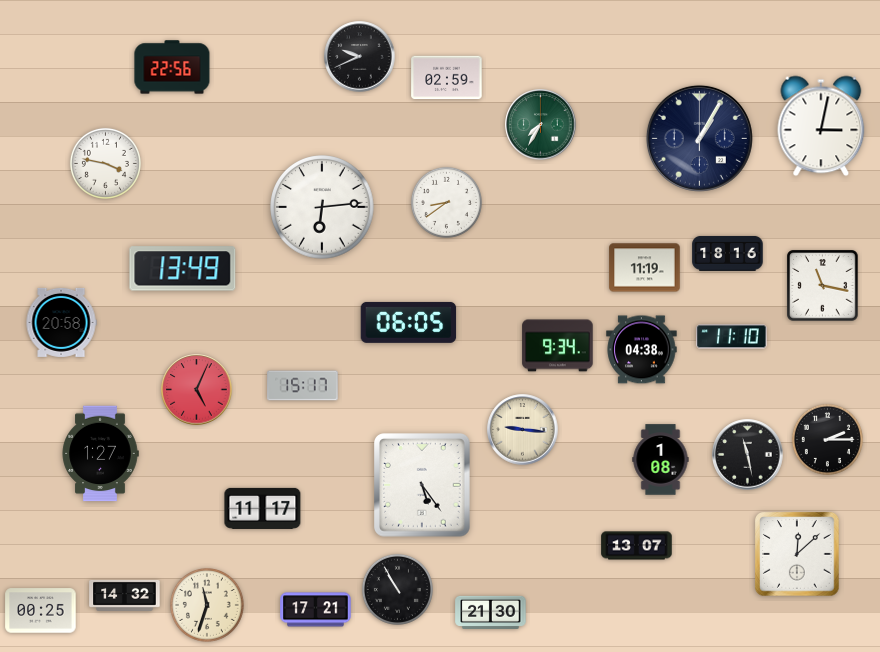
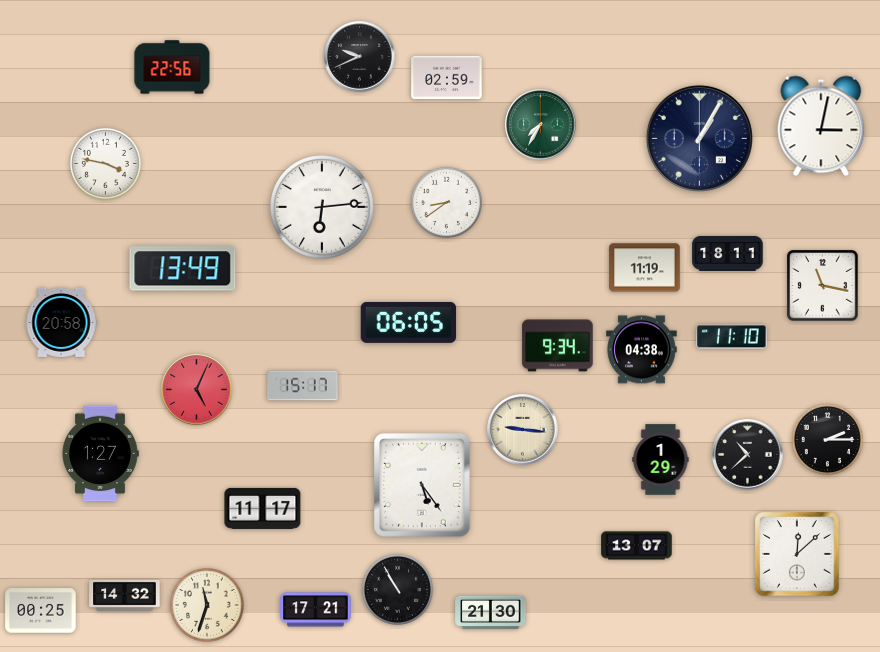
clock at (728, 253): 18:16 -> 18:11
clock at (748, 455): 11:28 -> 10:38
clock at (661, 460): 1:08 -> 1:29
